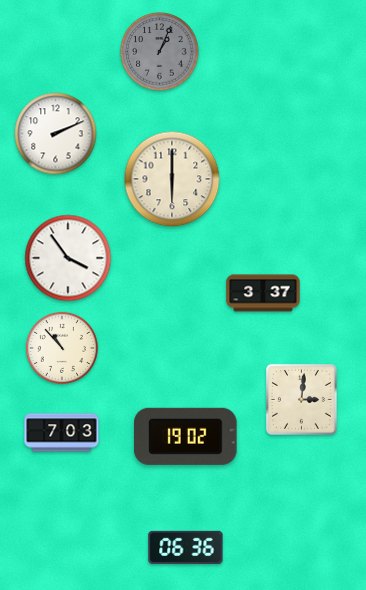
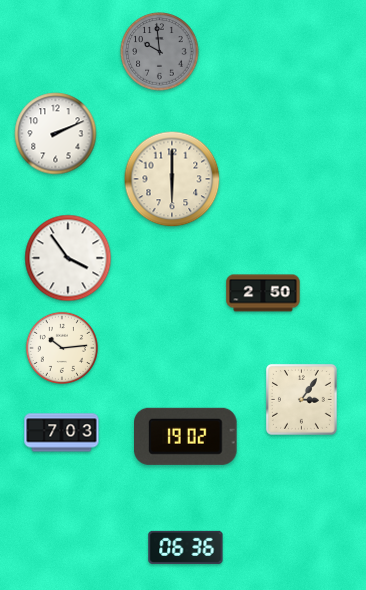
clock at (160, 52): 1:04 -> 9:59
clock at (263, 293): 3:37 -> 2:50
clock at (62, 348): 10:53 -> 10:14
clock at (301, 399): 3:01 -> 3:06
